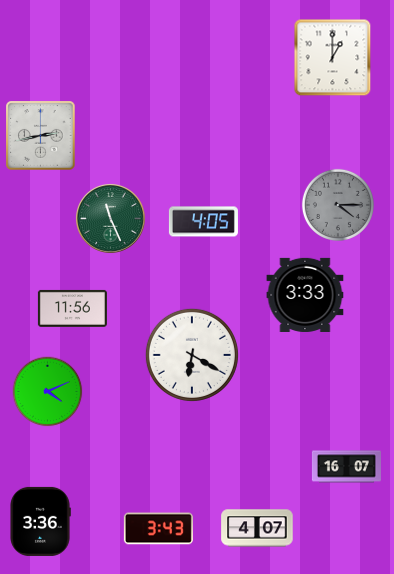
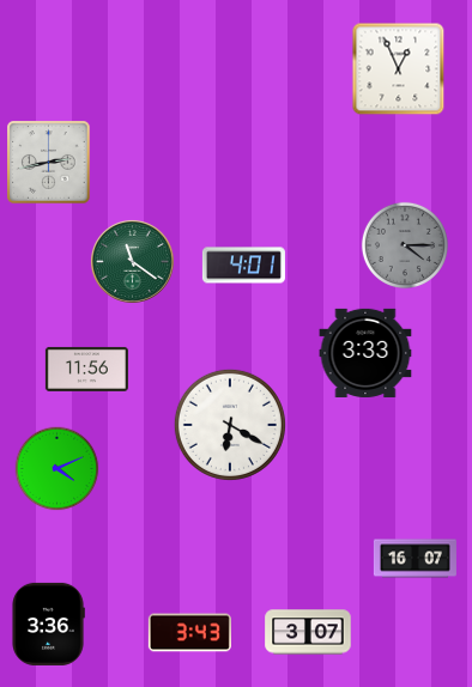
clock at (333, 58): 1:00 -> 12:56
clock at (111, 219): 11:26 -> 11:21
clock at (203, 222): 4:05 -> 4:01
clock at (257, 528): 4:07 -> 3:07
